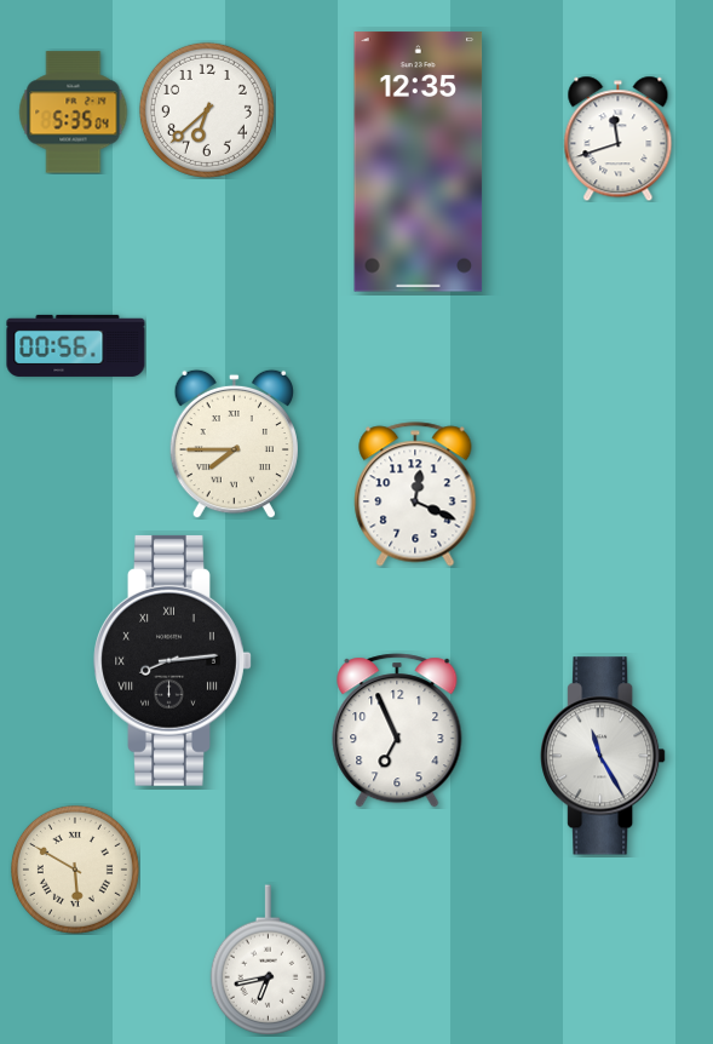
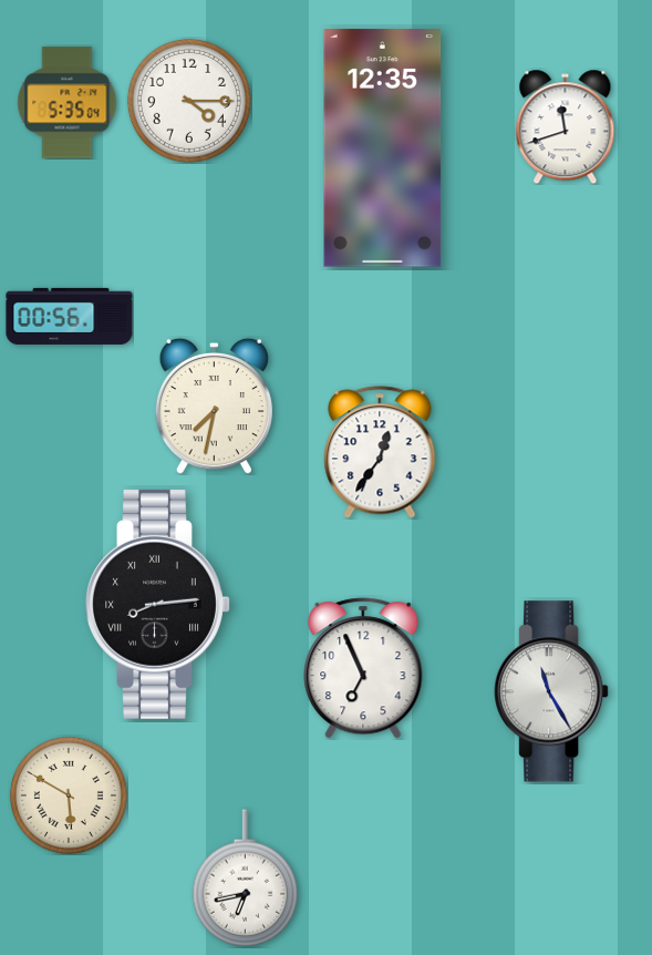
clock at (207, 110): 6:38 -> 4:15
clock at (234, 443): 7:45 -> 7:32
clock at (415, 494): 12:19 -> 12:36
